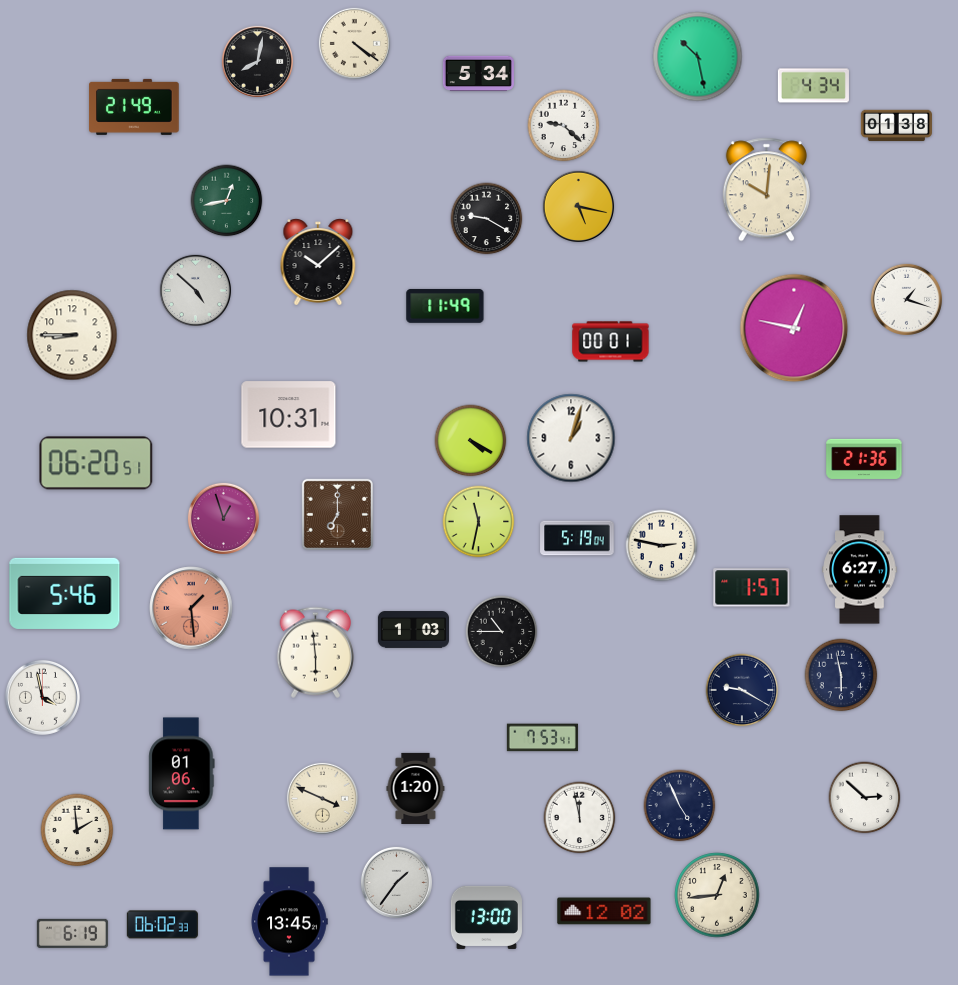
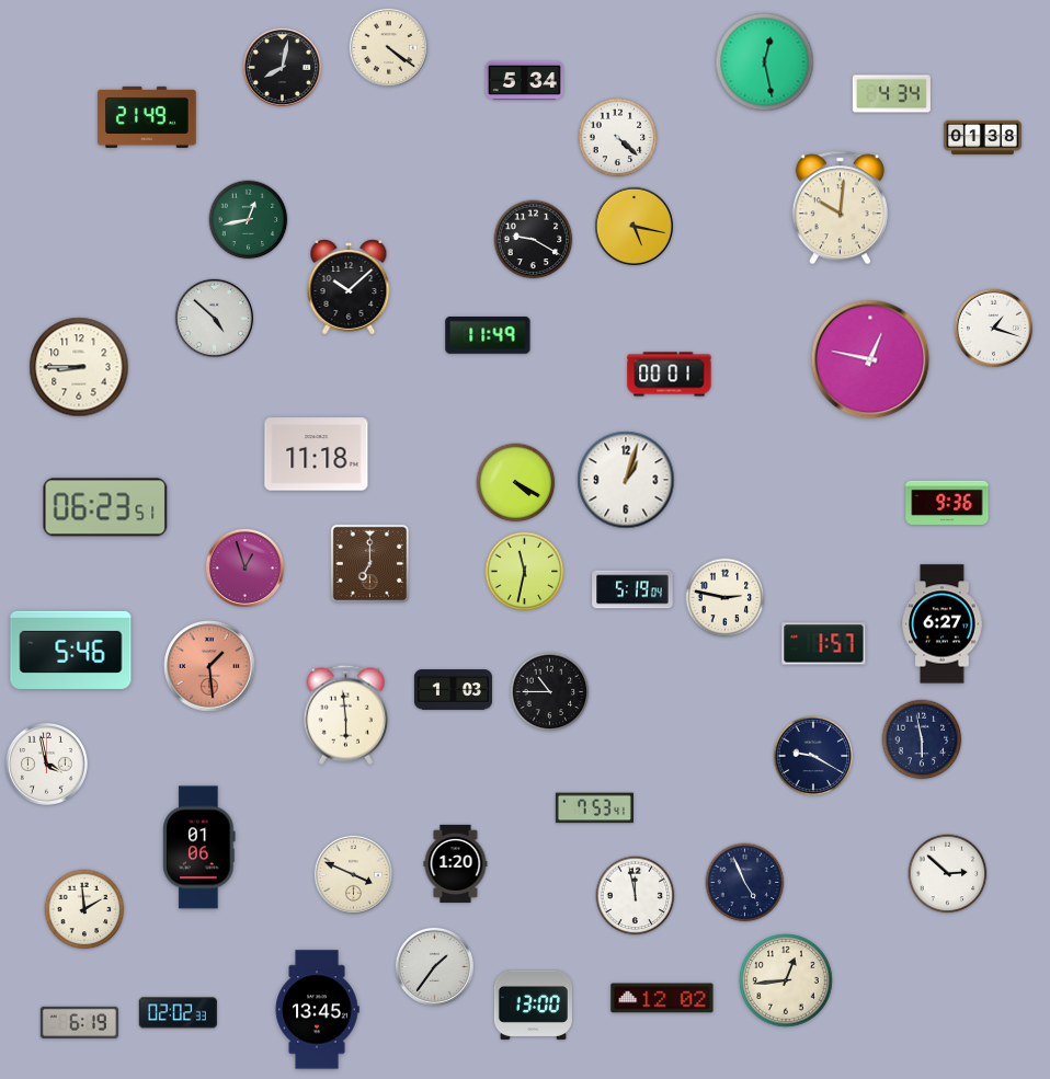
clock at (698, 57): 10:28 -> 12:28
clock at (564, 126): 9:22 -> 4:22
clock at (289, 415): 10:31 -> 11:18
clock at (864, 459): 21:36 -> 9:36
clock at (96, 463): 06:20 -> 06:23
clock at (162, 925): 06:02 -> 02:02
